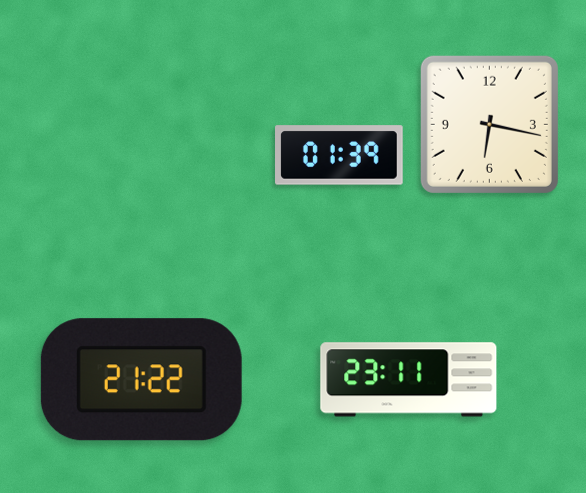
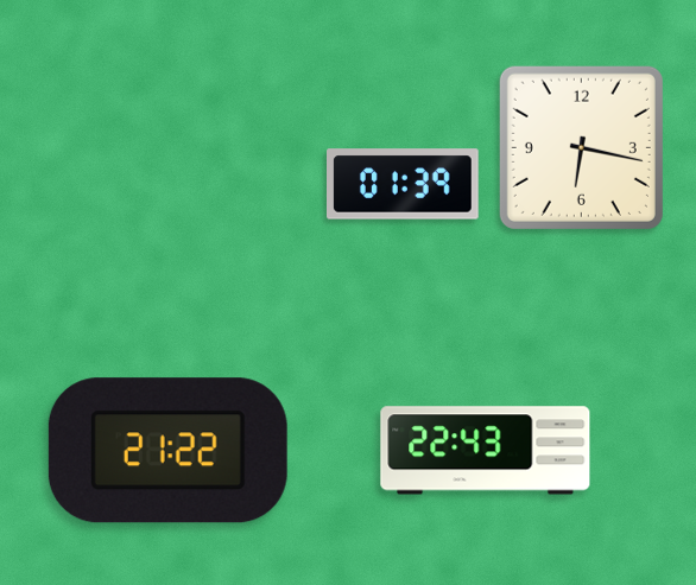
clock at (409, 380): 23:11 -> 22:43
